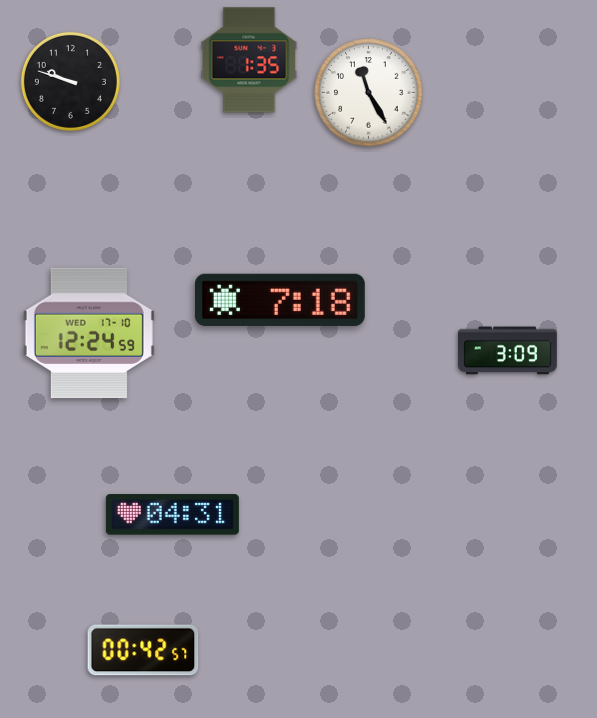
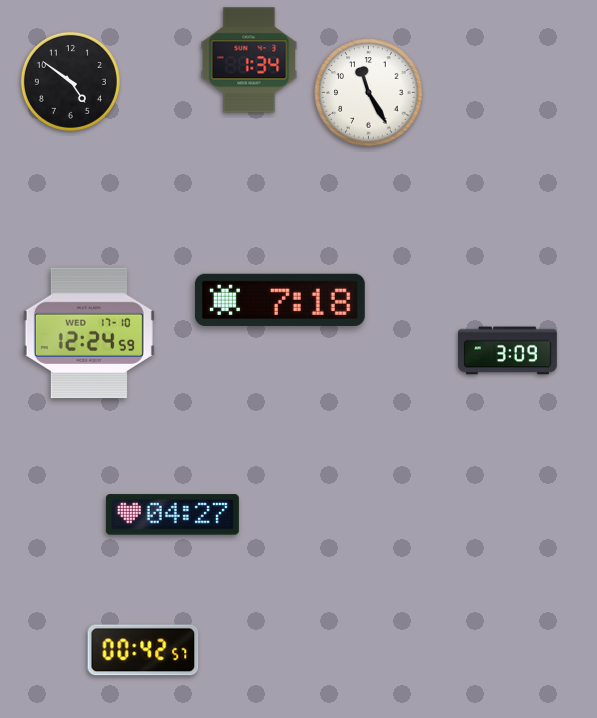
clock at (249, 60): 1:35 -> 1:34
clock at (70, 81): 9:48 -> 4:51
clock at (172, 515): 04:31 -> 04:27
